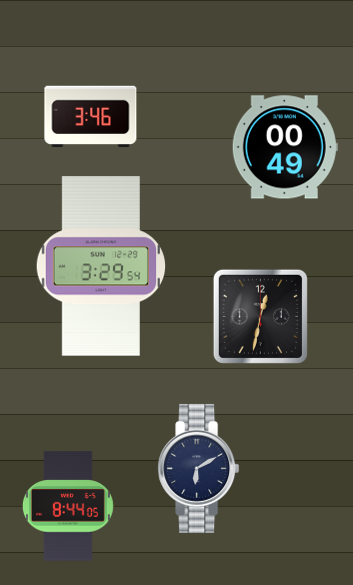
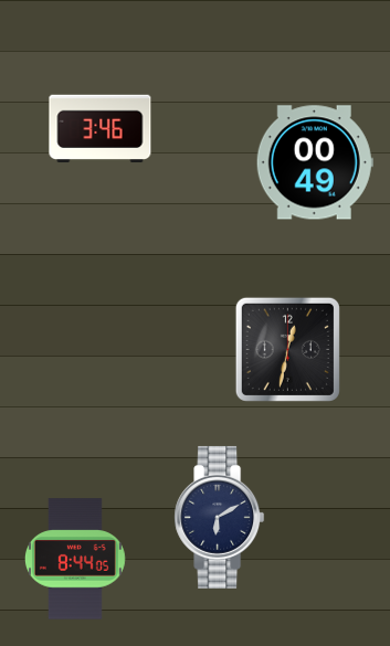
clock at (101, 266): 3:29 -> none
